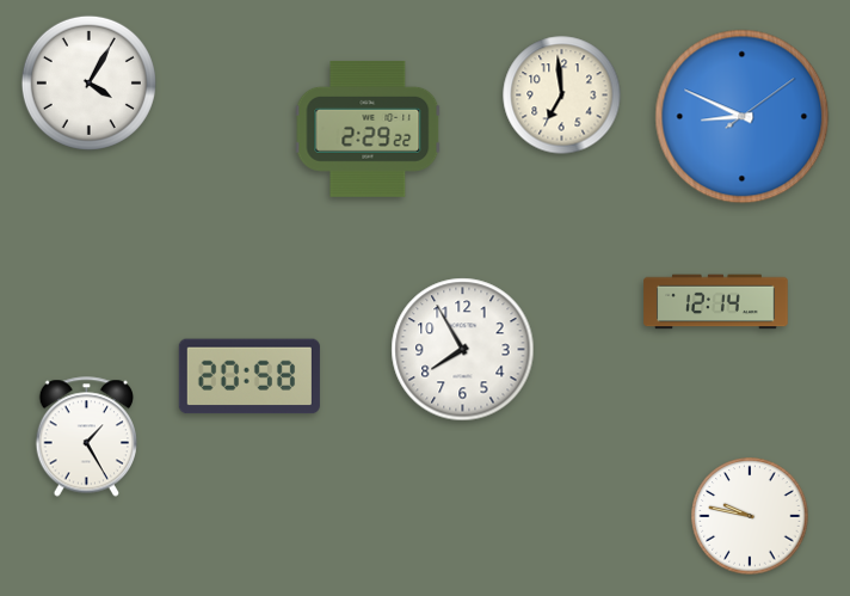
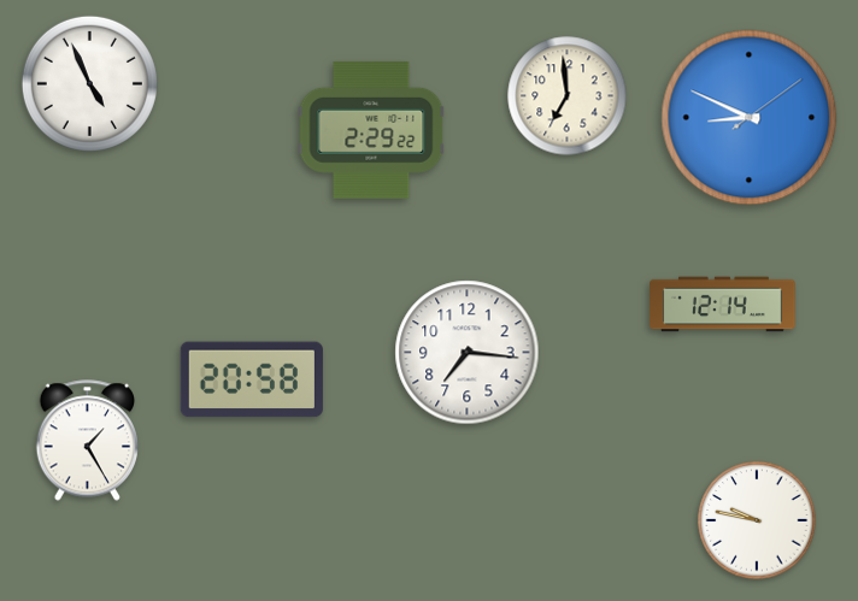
clock at (88, 82): 4:05 -> 4:56
clock at (463, 350): 7:55 -> 7:16
